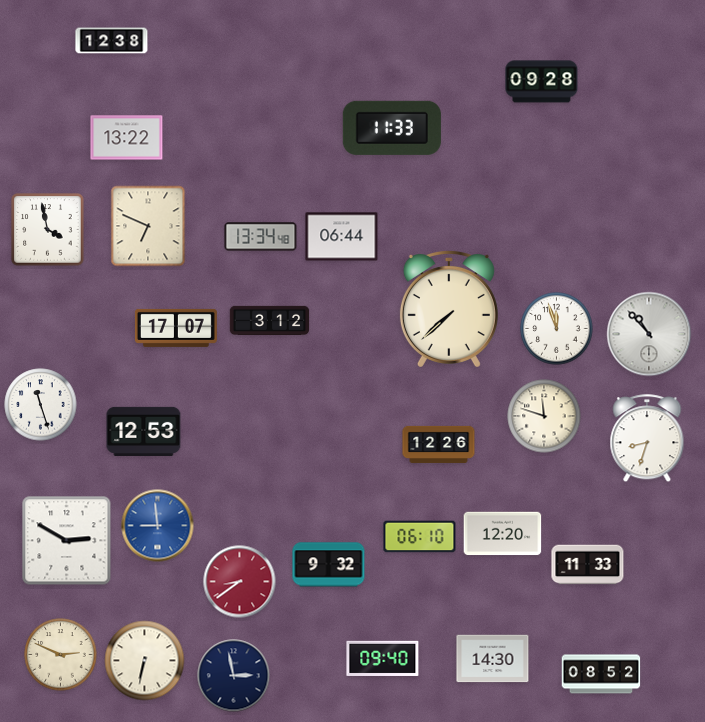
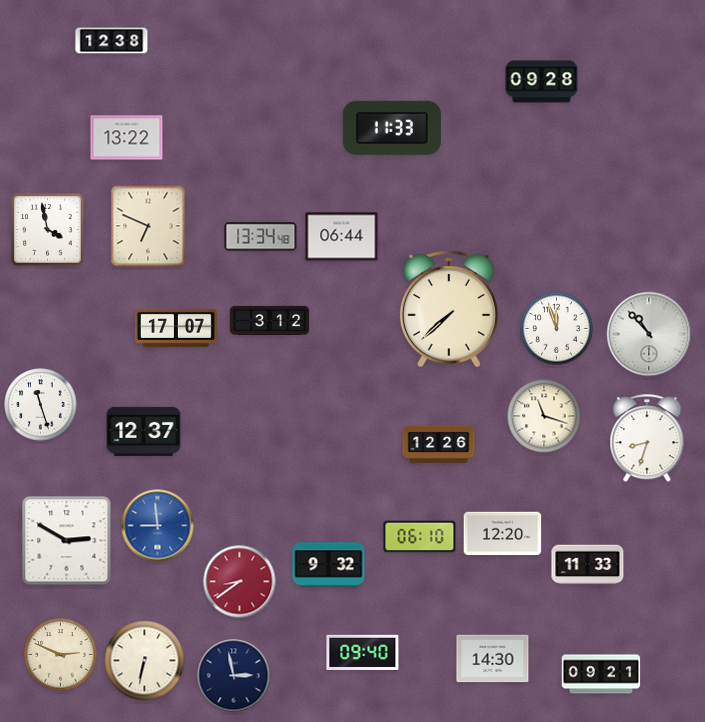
clock at (544, 416): 11:48 -> 11:18
clock at (144, 431): 12:53 -> 12:37
clock at (383, 658) position: (383, 658) -> (363, 652)
clock at (601, 674): 08:52 -> 09:21
